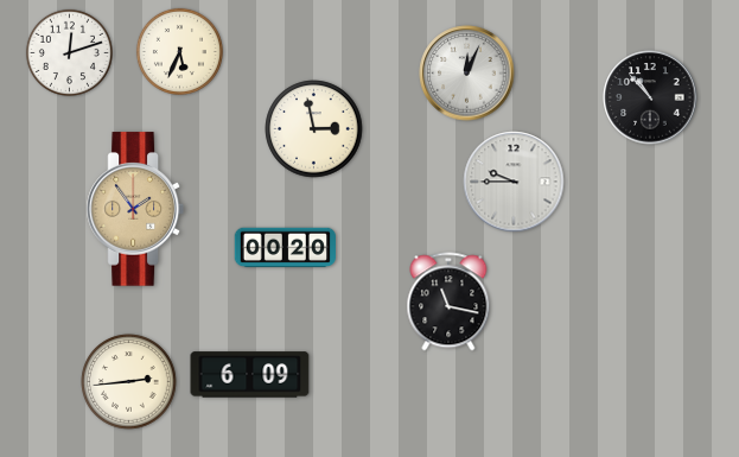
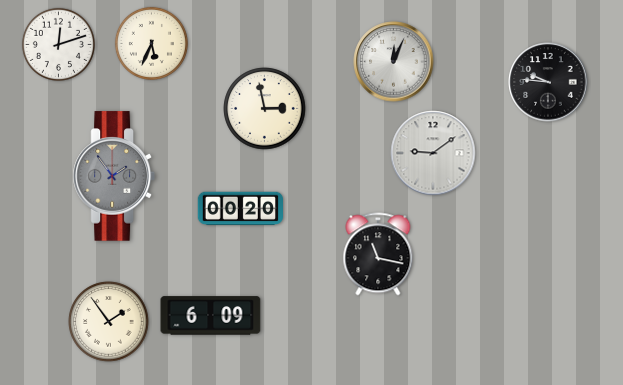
clock at (650, 97): 10:53 -> 9:46
clock at (514, 182): 9:45 -> 9:09
clock at (135, 209) dial: champagne -> grey
clock at (129, 382): 2:44 -> 1:54
